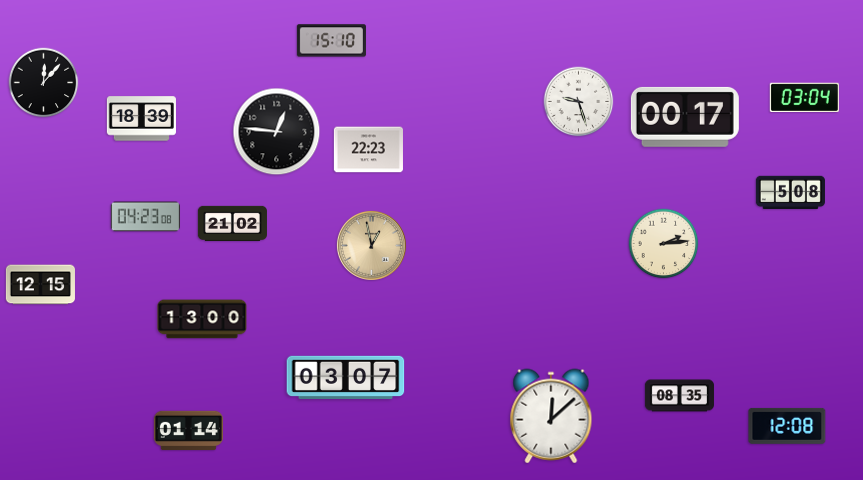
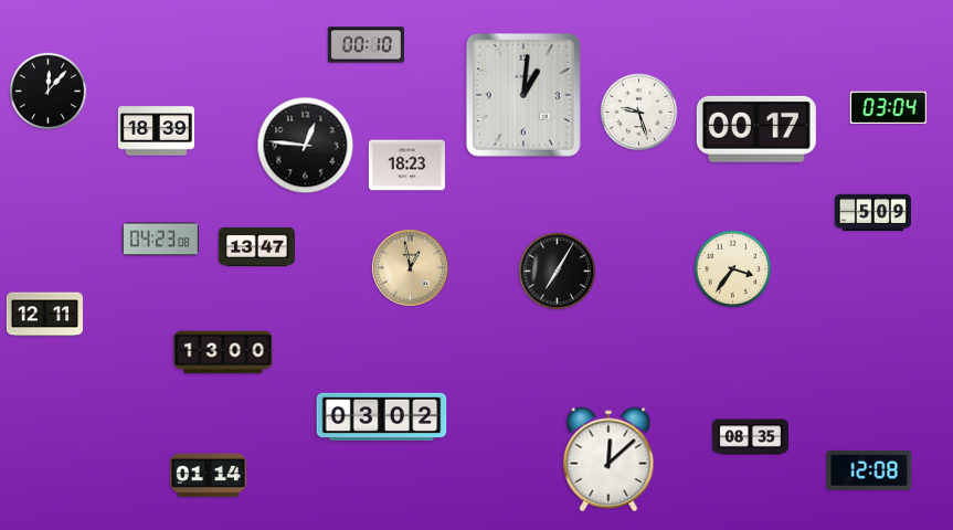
clock at (331, 41): 15:10 -> 00:10
clock at (523, 95): none -> 1:01
clock at (368, 150): 22:23 -> 18:23
clock at (790, 192): 5:08 -> 5:09
clock at (232, 223): 21:02 -> 13:47
clock at (664, 244): 2:14 -> 3:36
clock at (371, 245) position: (371, 245) -> (410, 267)
clock at (558, 272): none -> 7:05
clock at (40, 285): 12:15 -> 12:11
clock at (346, 378): 03:07 -> 03:02
